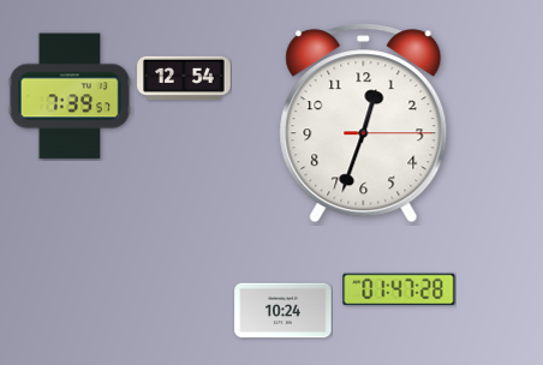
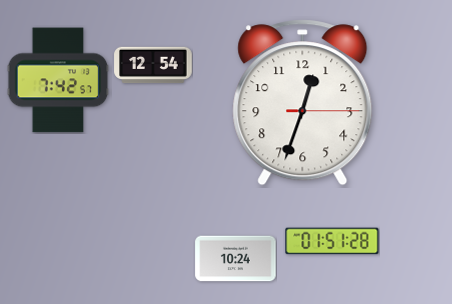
clock at (70, 96): 7:39 -> 7:42
clock at (399, 289): 01:47 -> 01:51
